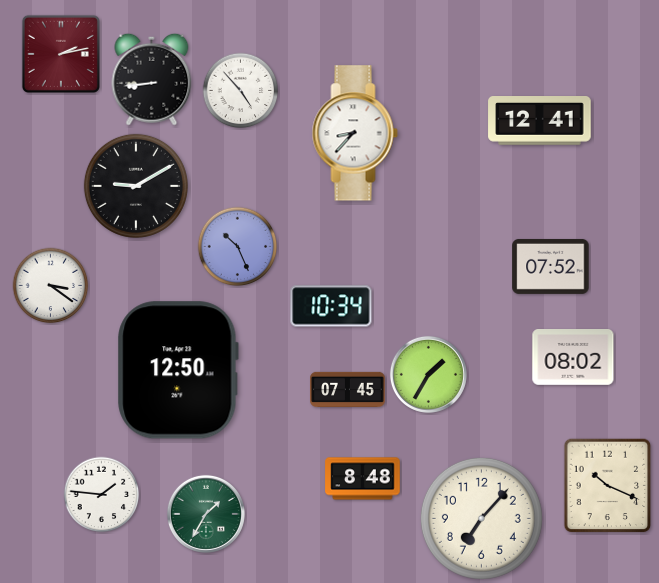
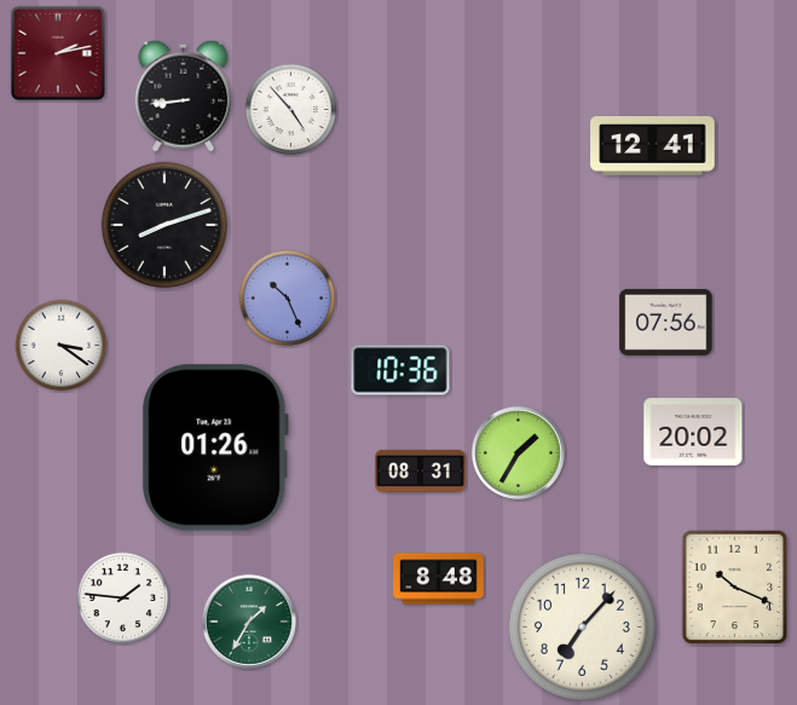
clock at (61, 54) position: (61, 54) -> (58, 53)
clock at (355, 133): 8:37 -> none
clock at (136, 186): 9:10 -> 8:12
clock at (551, 266): 07:52 -> 07:56
clock at (331, 306): 10:34 -> 10:36
clock at (573, 358): 08:02 -> 20:02
clock at (178, 370): 12:50 -> 01:26
clock at (348, 389): 07:45 -> 08:31
